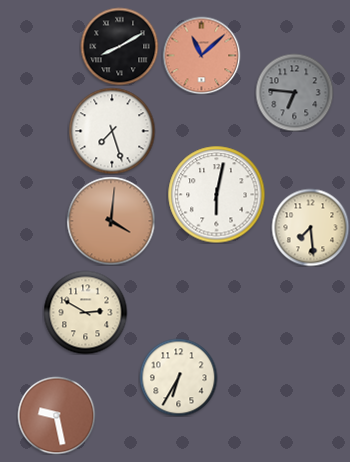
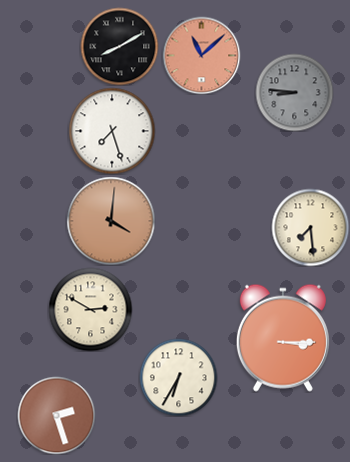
clock at (294, 92): 6:46 -> 8:46
clock at (216, 194): 6:02 -> none
clock at (85, 312) position: (85, 312) -> (90, 309)
clock at (283, 338): none -> 3:15
clock at (56, 415): 9:28 -> 2:27
